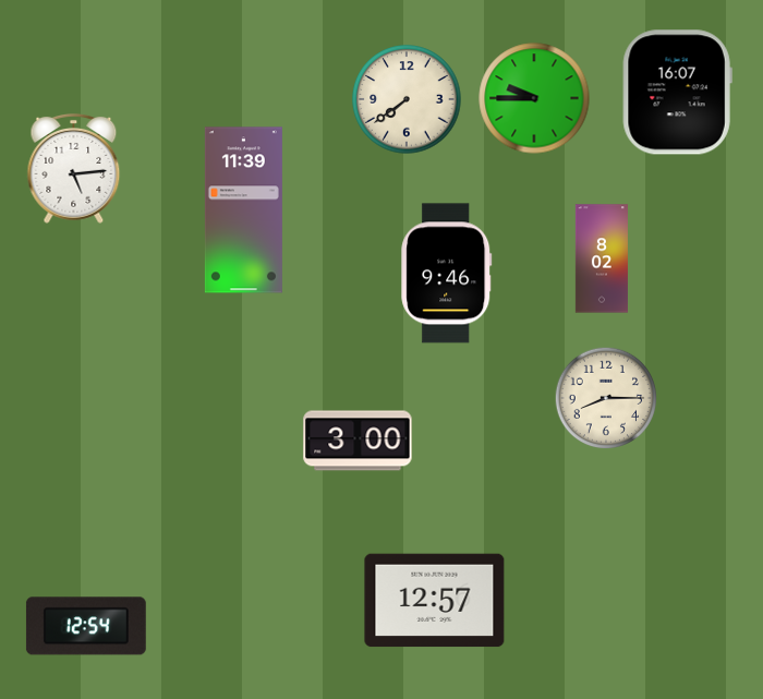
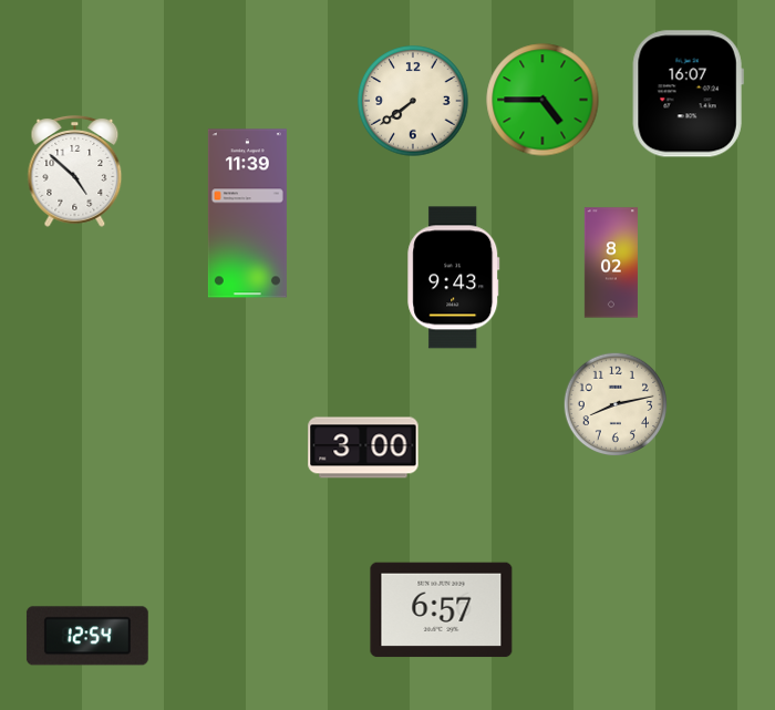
clock at (534, 98): 9:45 -> 4:45
clock at (74, 169): 5:14 -> 4:52
clock at (447, 274): 9:46 -> 9:43
clock at (606, 398): 8:15 -> 8:13
clock at (435, 601): 12:57 -> 6:57
